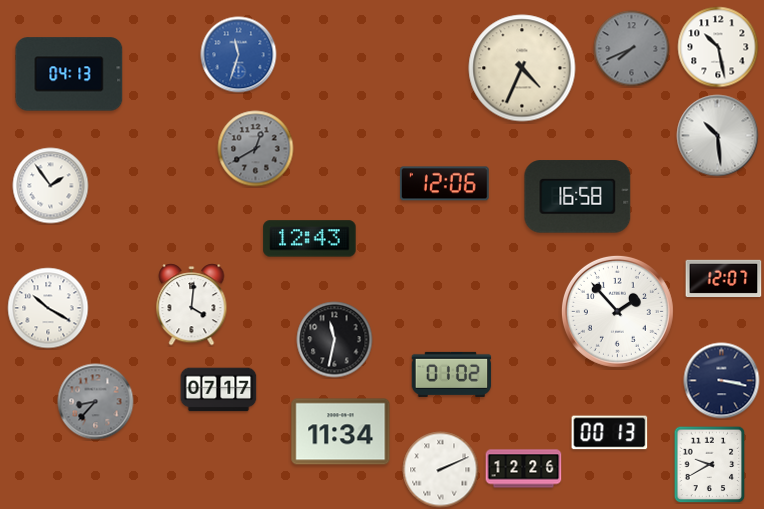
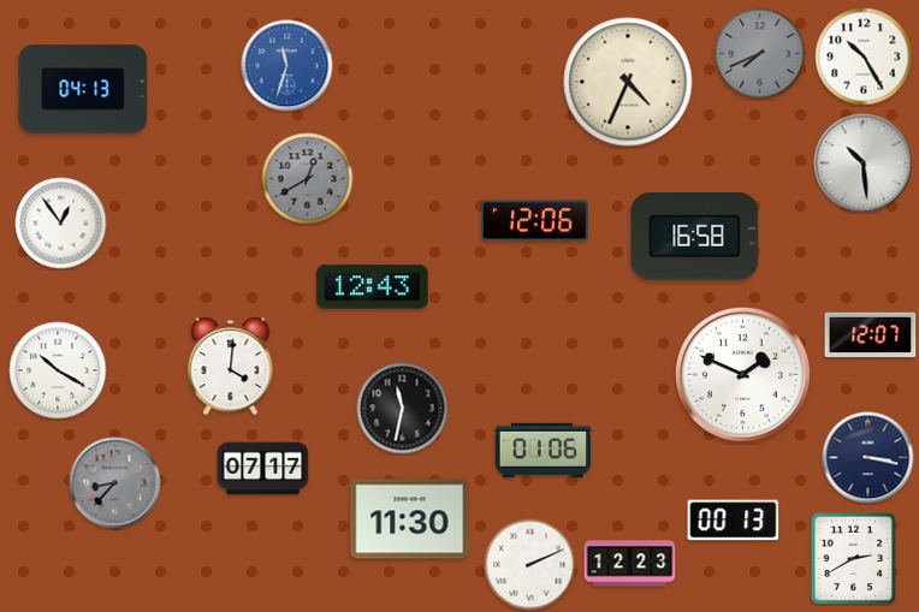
clock at (718, 47): 10:28 -> 10:25
clock at (632, 49) position: (632, 49) -> (760, 54)
clock at (51, 186): 1:54 -> 12:54
clock at (617, 311): 1:53 -> 1:49
clock at (452, 374): 01:02 -> 01:06
clock at (341, 432): 11:34 -> 11:30
clock at (710, 464): 9:40 -> 2:40
clock at (524, 469): 12:26 -> 12:23
